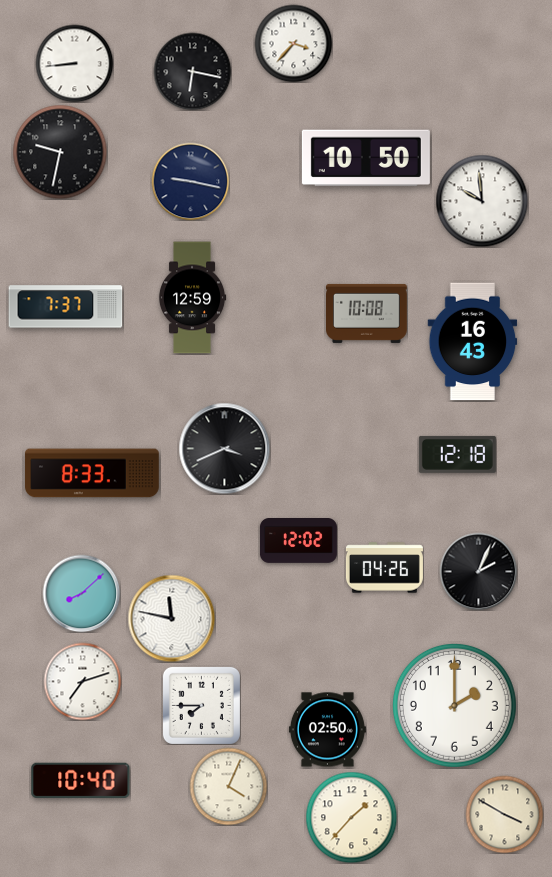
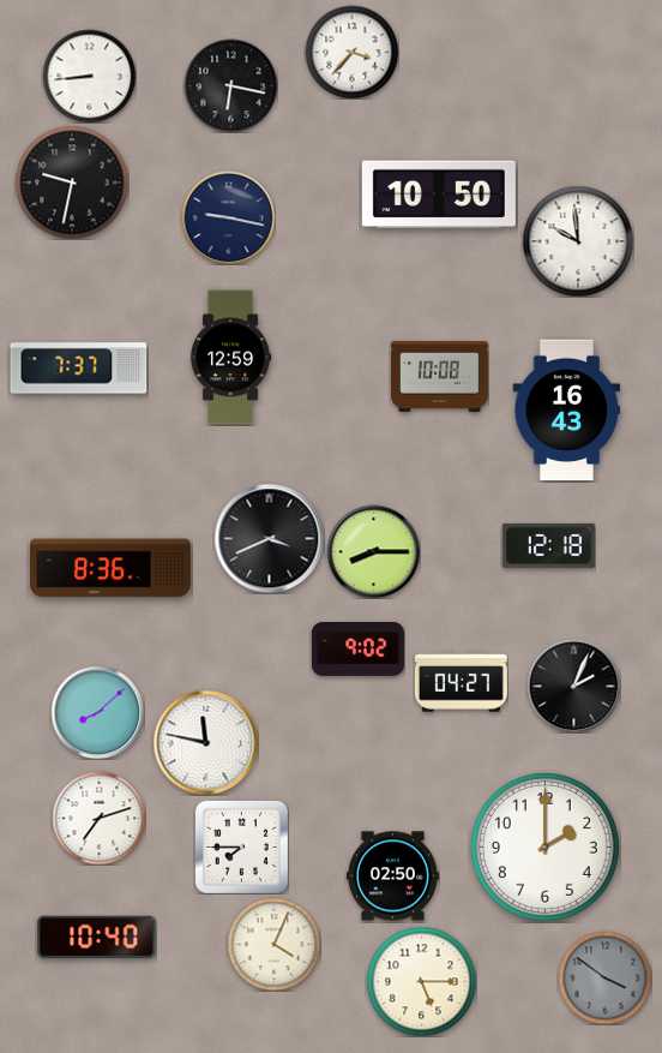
clock at (366, 158) position: (366, 158) -> (439, 195)
clock at (373, 551): none -> 8:15
clock at (92, 473): 8:33 -> 8:36
clock at (298, 541): 12:02 -> 9:02
clock at (384, 568): 04:26 -> 04:27
clock at (504, 814): 3:50 -> 3:51
clock at (504, 814) dial: cream -> grey
clock at (351, 817): 1:37 -> 5:15
